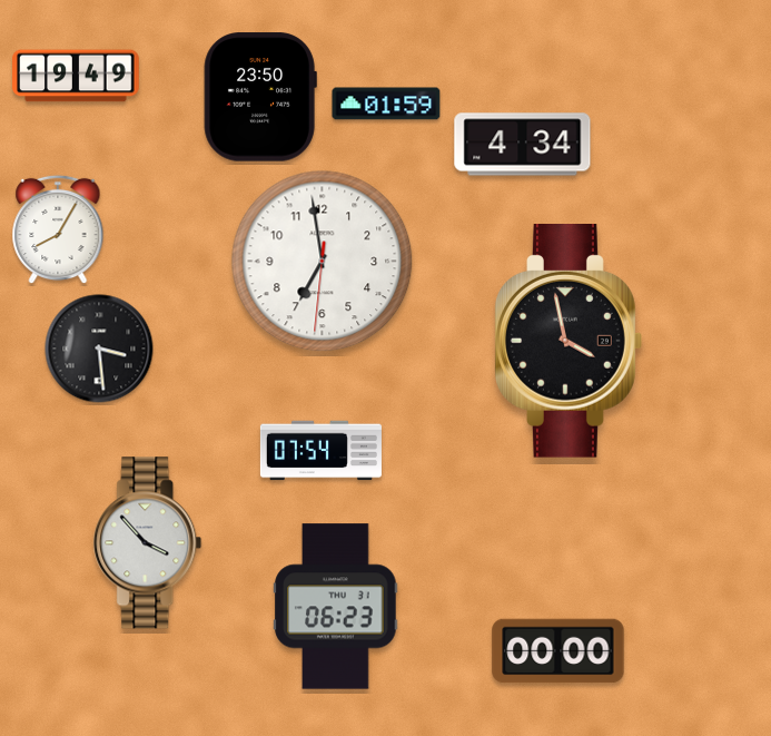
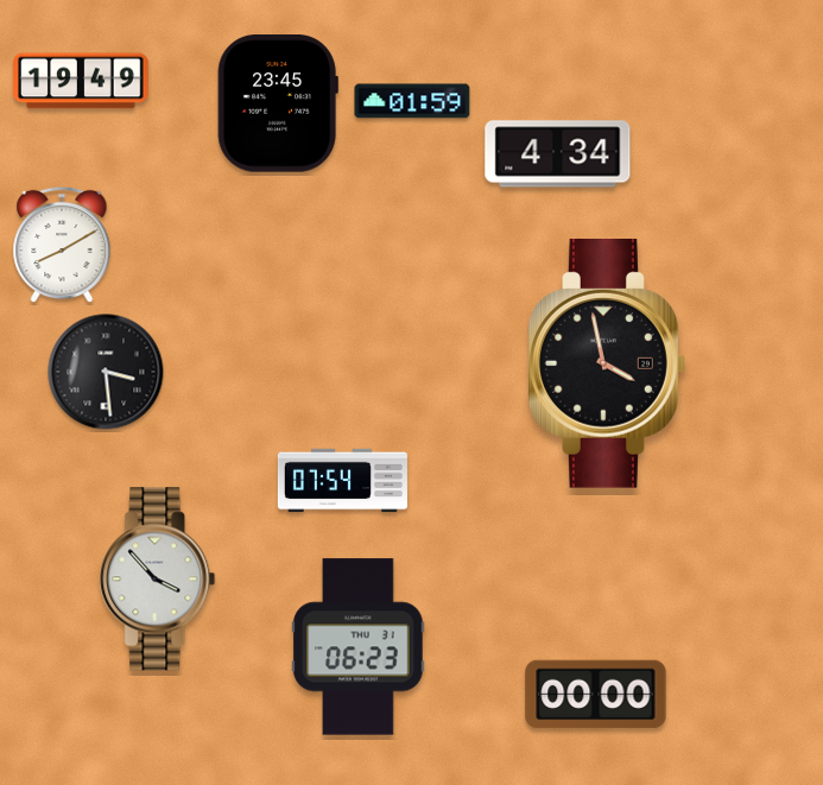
clock at (260, 97): 23:50 -> 23:45
clock at (386, 104) position: (386, 104) -> (412, 101)
clock at (58, 229): 8:05 -> 8:10
clock at (323, 262): 6:58 -> none
